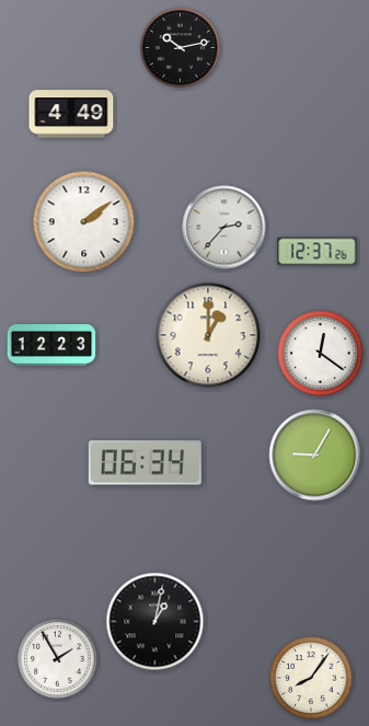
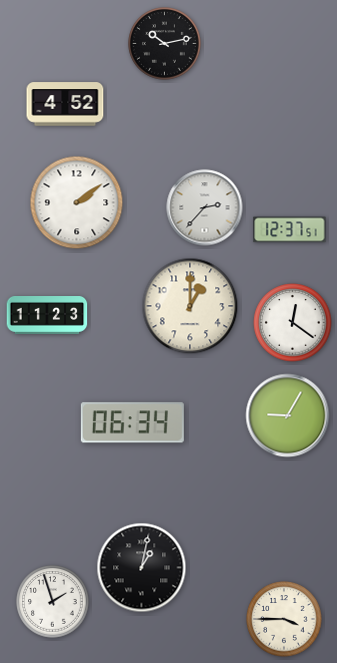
clock at (71, 114): 4:49 -> 4:52
clock at (318, 252): 12:37:26 -> 12:37:51
clock at (51, 346): 12:23 -> 11:23
clock at (58, 659): 1:55 -> 1:57
clock at (311, 678): 8:06 -> 3:45
